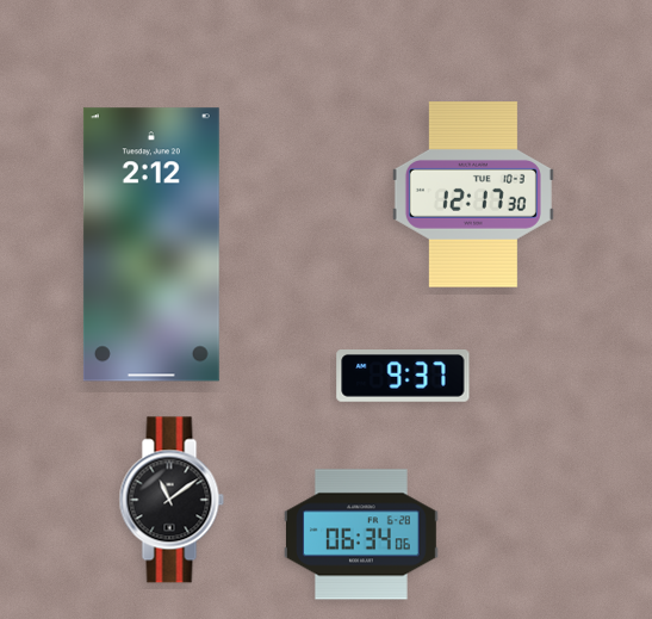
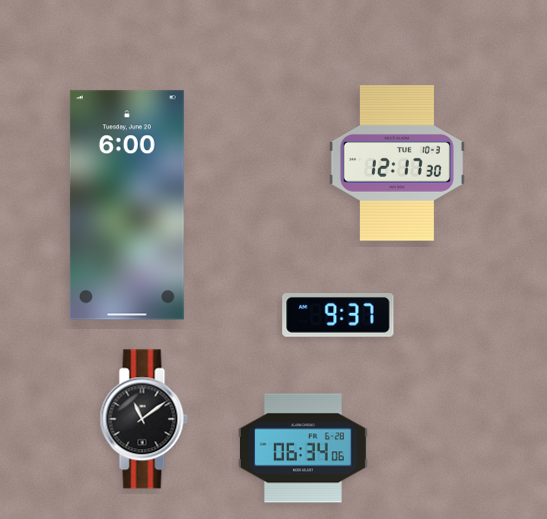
clock at (151, 244): 2:12 -> 6:00
